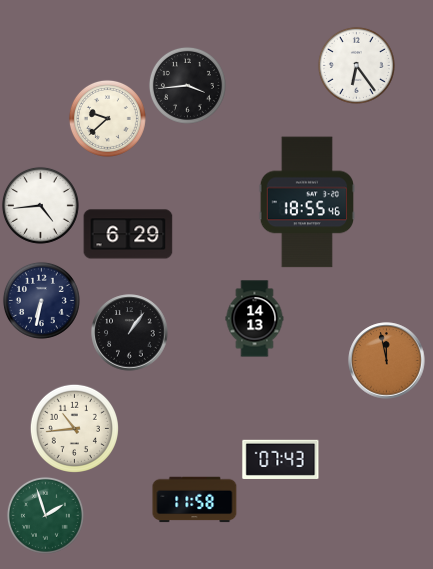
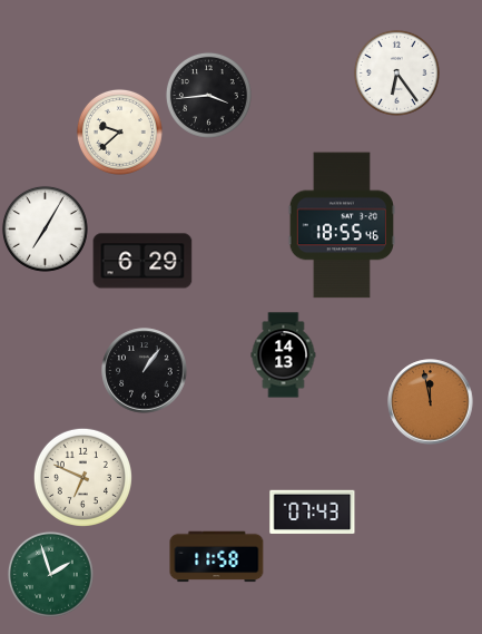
clock at (40, 205): 4:44 -> 7:05
clock at (41, 300): 6:32 -> none
clock at (74, 428): 10:44 -> 6:49
